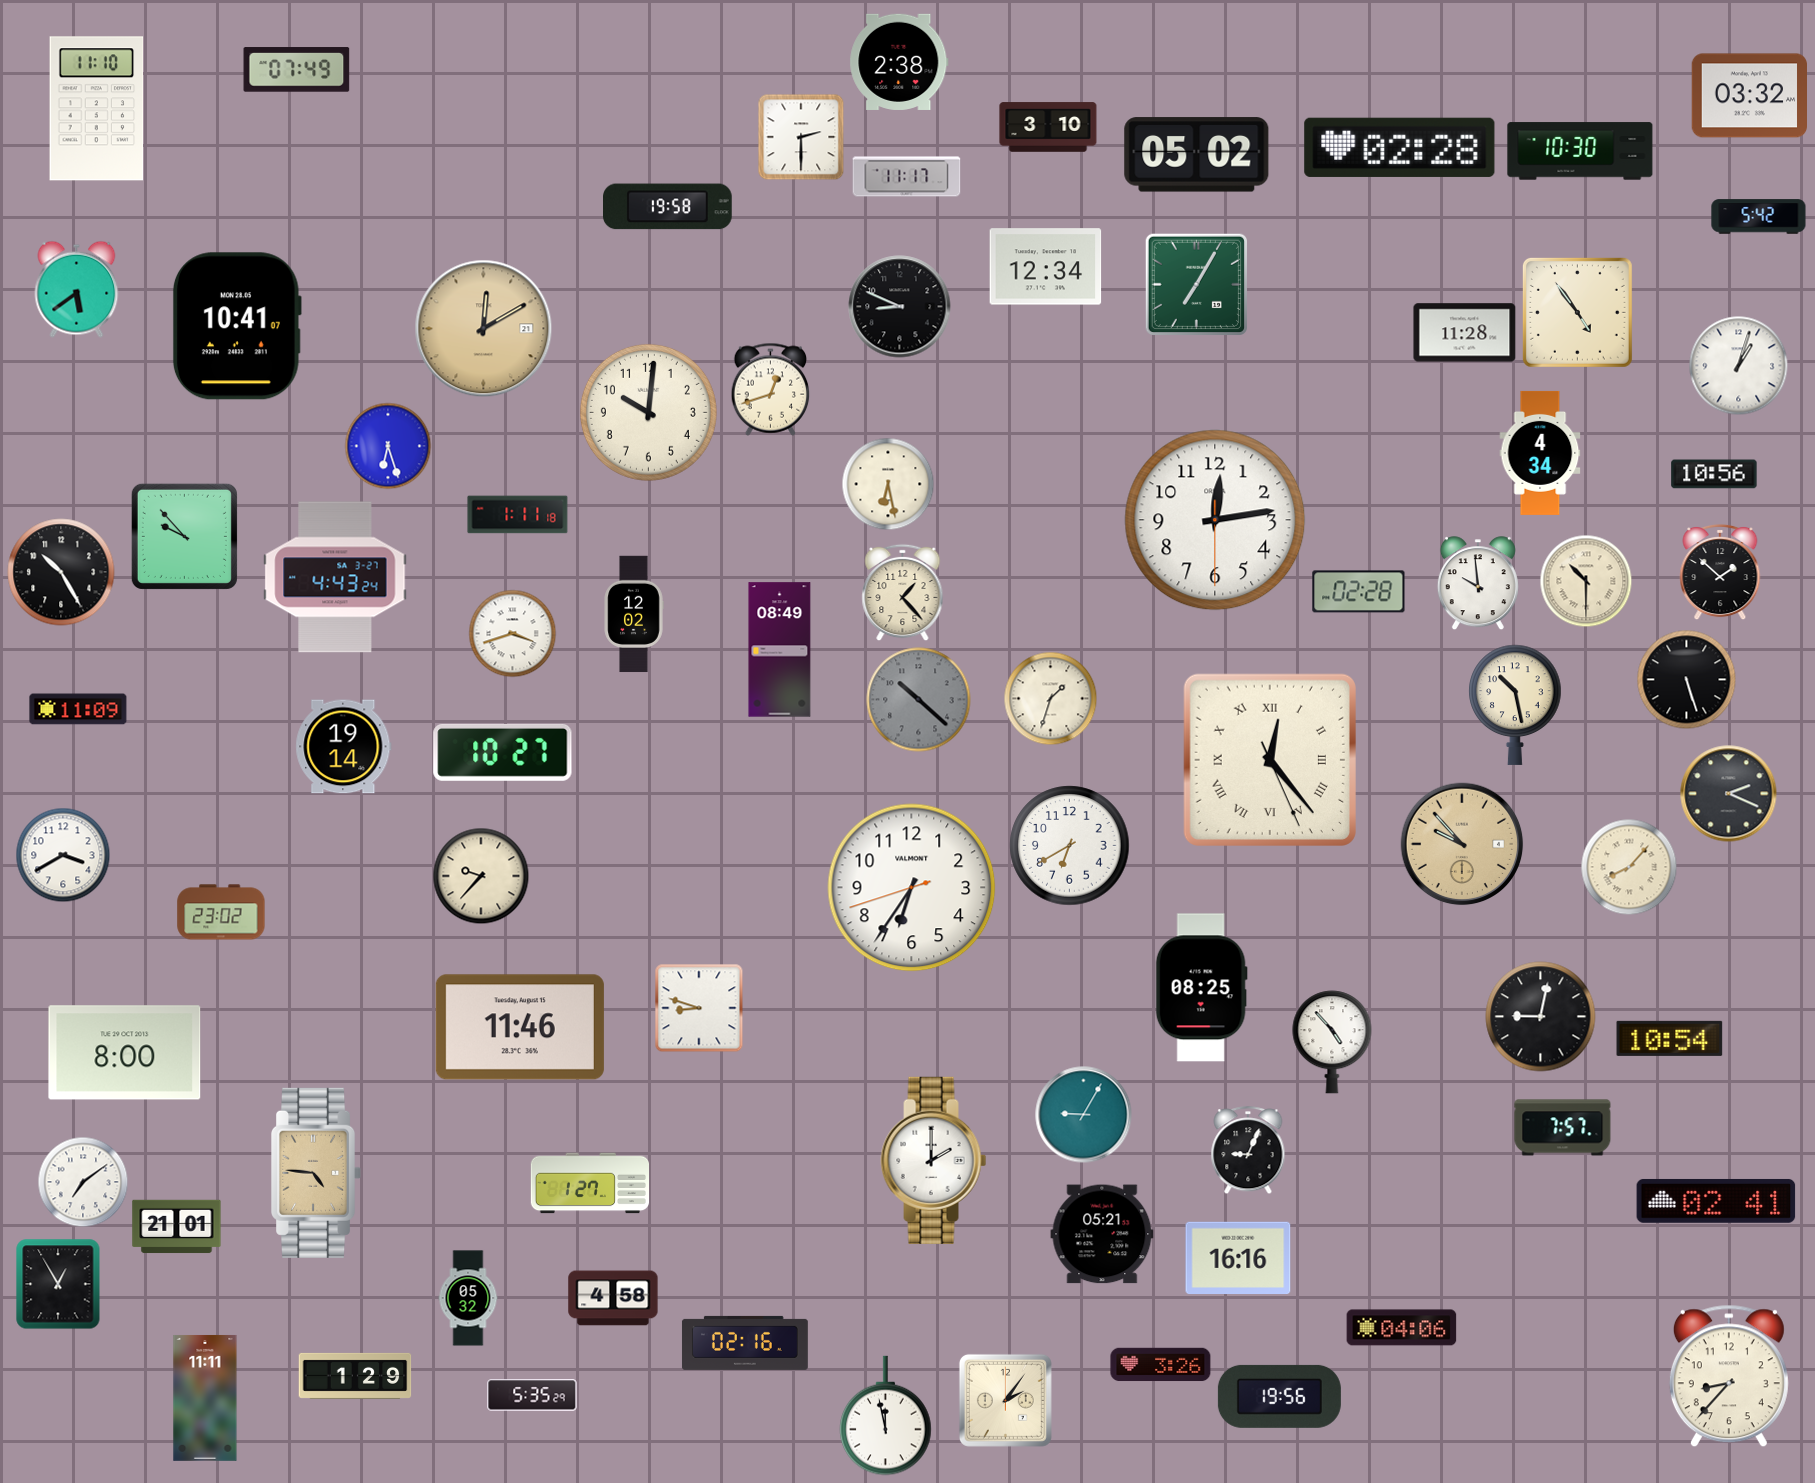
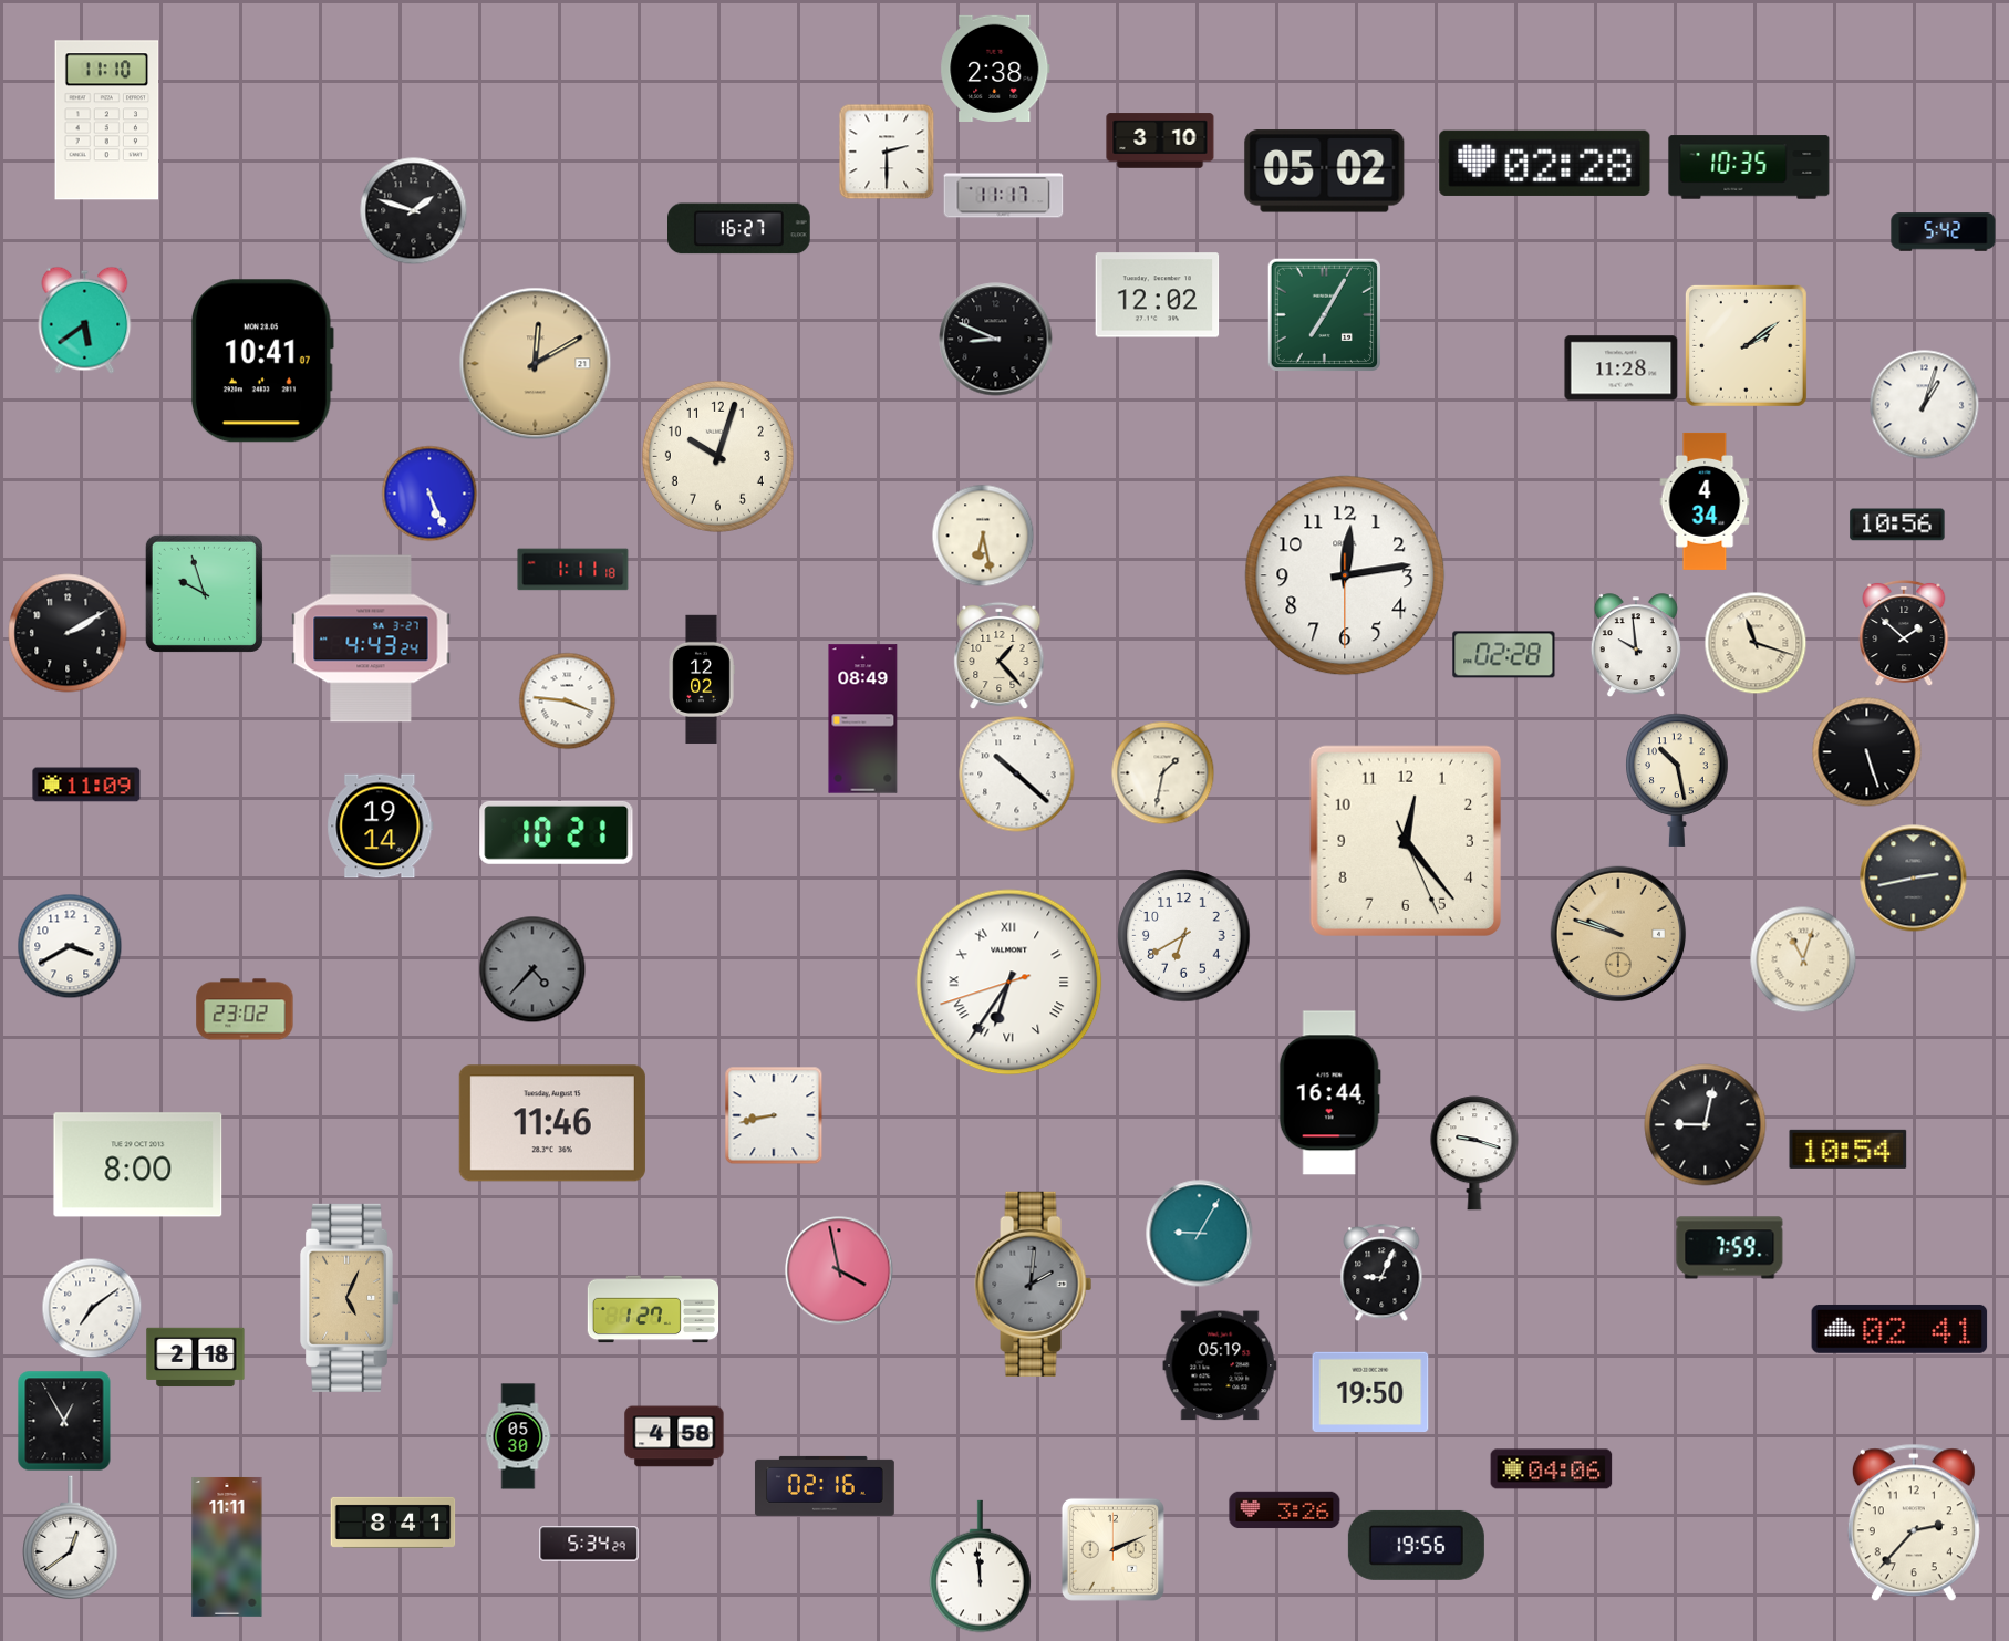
clock at (297, 70): 07:49 -> none
clock at (1750, 96): 03:32 -> none
clock at (1400, 147) position: (1400, 147) -> (1545, 163)
clock at (1580, 151): 10:30 -> 10:35
clock at (413, 210): none -> 1:48
clock at (668, 207): 19:58 -> 16:27
clock at (1759, 217) position: (1759, 217) -> (1944, 232)
clock at (1046, 267): 12:34 -> 12:02
clock at (1577, 312): 4:54 -> 2:09
clock at (771, 389): 12:42 -> none
clock at (648, 412): 10:01 -> 10:03
clock at (388, 446): 6:27 -> 5:26
clock at (184, 536): 9:53 -> 9:57
clock at (61, 572): 10:25 -> 2:10
clock at (1586, 581): 10:30 -> 11:18
clock at (512, 633): 3:42 -> 3:46
clock at (1050, 698): 1:33 -> 1:32
clock at (919, 700) dial: grey -> white
clock at (503, 752): 10:27 -> 10:21
clock at (1270, 760) numerals: Roman -> Arabic
clock at (1729, 794): 2:19 -> 2:43
clock at (1462, 844): 9:53 -> 9:48
clock at (1629, 867): 8:07 -> 11:03
clock at (481, 876): 9:37 -> 4:37
clock at (481, 876) dial: cream -> grey
clock at (912, 888) numerals: Arabic -> Roman
clock at (1201, 988): 08:25 -> 16:44
clock at (699, 1008): 8:48 -> 8:43
clock at (520, 1027) position: (520, 1027) -> (552, 1123)
clock at (1332, 1042): 4:53 -> 9:18
clock at (1563, 1128): 7:57 -> 7:59
clock at (839, 1270): none -> 3:58
clock at (934, 1160): 2:00 -> 2:01
clock at (934, 1160) dial: white -> grey
clock at (317, 1173): 4:46 -> 5:04
clock at (177, 1227): 21:01 -> 2:18
clock at (1102, 1234): 05:21 -> 05:19
clock at (1238, 1258): 16:16 -> 19:50
clock at (468, 1298): 05:32 -> 05:30
clock at (613, 1298) position: (613, 1298) -> (674, 1436)
clock at (355, 1376): 1:29 -> 8:41
clock at (1729, 1376): 8:37 -> 2:37
clock at (71, 1538): none -> 12:39
clock at (532, 1395): 5:35 -> 5:34
clock at (1005, 1400): 2:06 -> 2:11
clock at (886, 1416): 11:58 -> 11:59
